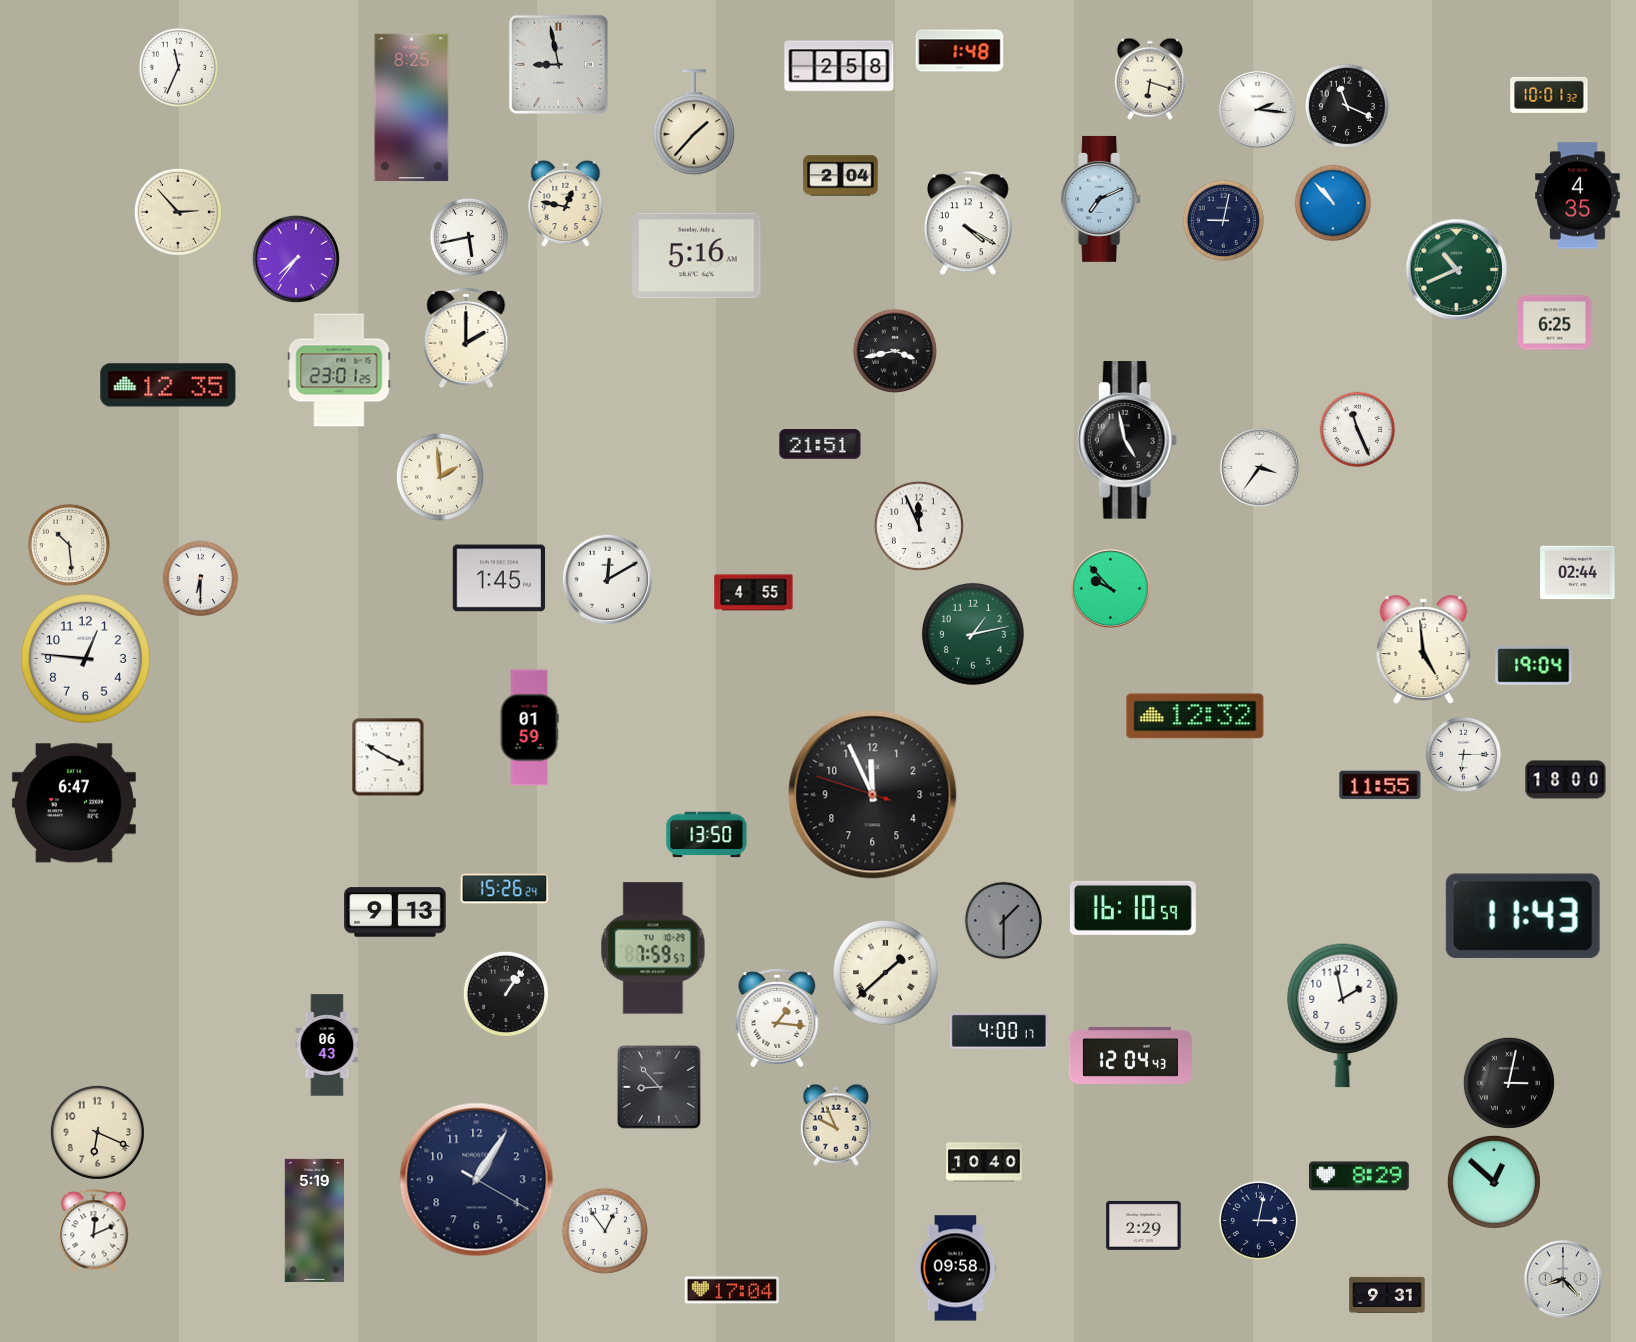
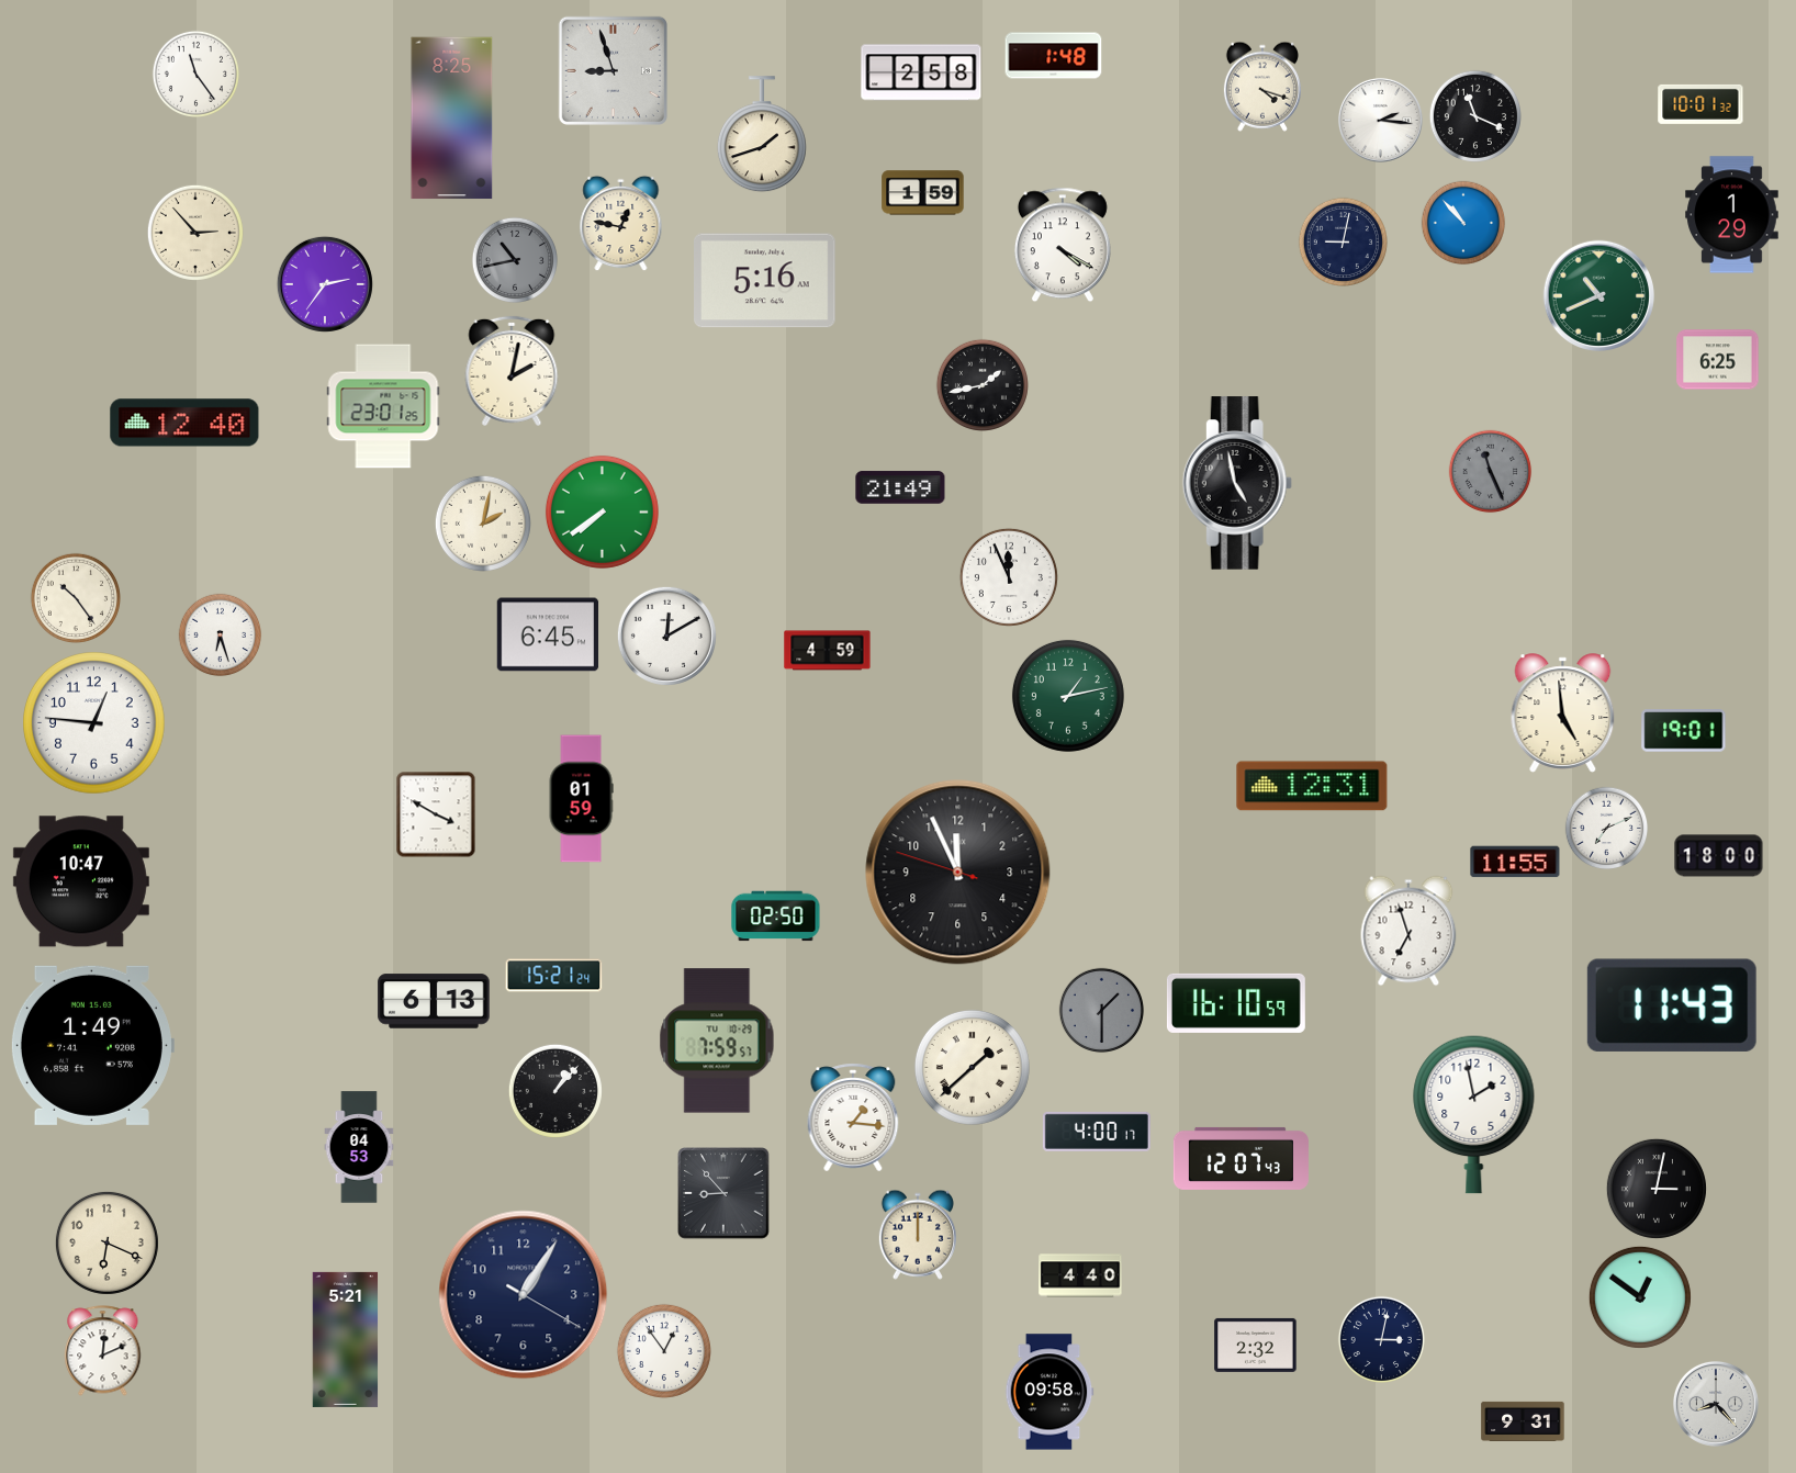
clock at (558, 64): 8:58 -> 8:57
clock at (178, 67): 11:34 -> 11:24
clock at (1150, 79): 6:18 -> 4:18
clock at (1347, 106) position: (1347, 106) -> (1475, 116)
clock at (694, 123): 1:37 -> 1:42
clock at (841, 176): 2:04 -> 1:59
clock at (1578, 196): 4:35 -> 1:29
clock at (1102, 199): 7:11 -> none
clock at (468, 236): 5:43 -> 10:43
clock at (468, 236) dial: white -> grey
clock at (296, 259): 7:36 -> 2:36
clock at (1555, 323) position: (1555, 323) -> (1718, 360)
clock at (466, 338): 2:00 -> 2:02
clock at (895, 351): 3:43 -> 1:43
clock at (339, 370) position: (339, 370) -> (383, 406)
clock at (168, 385): 12:35 -> 12:40
clock at (1358, 430) dial: white -> grey
clock at (820, 444): 21:51 -> 21:49
clock at (602, 511): none -> 7:39
clock at (1259, 467): 3:36 -> none
clock at (440, 477): 1:59 -> 2:02
clock at (68, 544): 10:29 -> 10:24
clock at (1578, 573): 02:44 -> none
clock at (499, 578): 1:45 -> 6:45
clock at (201, 579): 6:30 -> 6:27
clock at (1110, 588): 9:53 -> none
clock at (754, 593): 4:55 -> 4:59
clock at (1534, 666): 19:04 -> 19:01
clock at (1195, 716): 12:32 -> 12:31
clock at (1464, 755): 6:15 -> 7:11
clock at (388, 757) position: (388, 757) -> (436, 814)
clock at (74, 803): 6:47 -> 10:47
clock at (707, 835): 13:50 -> 02:50
clock at (1408, 931): none -> 6:57
clock at (505, 889): 15:26 -> 15:21
clock at (1133, 908) position: (1133, 908) -> (1236, 1003)
clock at (395, 912): 9:13 -> 6:13
clock at (92, 1045): none -> 1:49
clock at (506, 994): 1:06 -> 1:07
clock at (327, 1045): 06:43 -> 04:53
clock at (1130, 1055): 12:04 -> 12:07
clock at (836, 1125): 9:56 -> 12:00
clock at (984, 1162): 10:40 -> 4:40
clock at (1360, 1176): 8:29 -> none
clock at (1494, 1182): 12:52 -> 12:51
clock at (315, 1220): 5:19 -> 5:21
clock at (1144, 1225): 2:29 -> 2:32
clock at (732, 1290): 17:04 -> none
